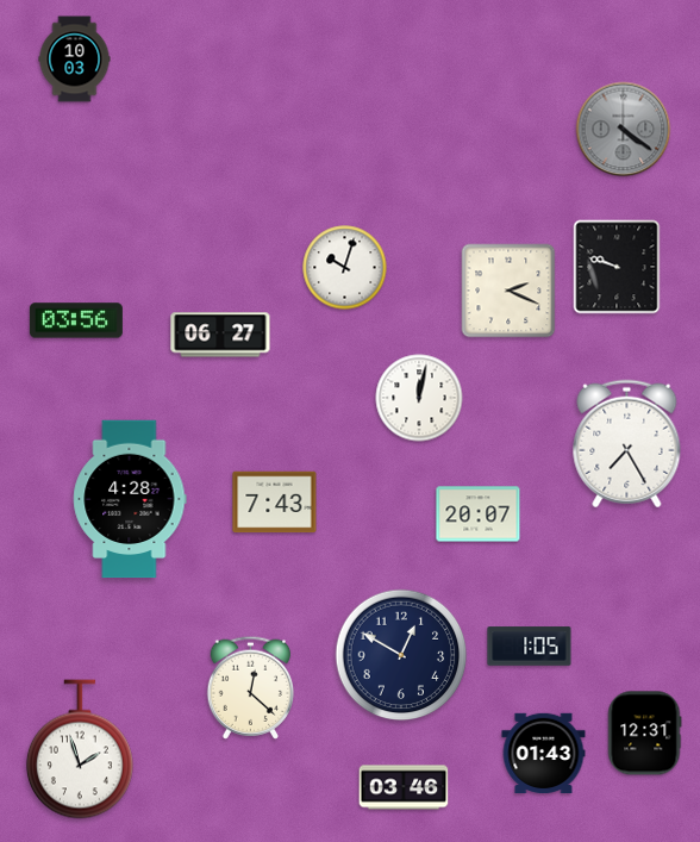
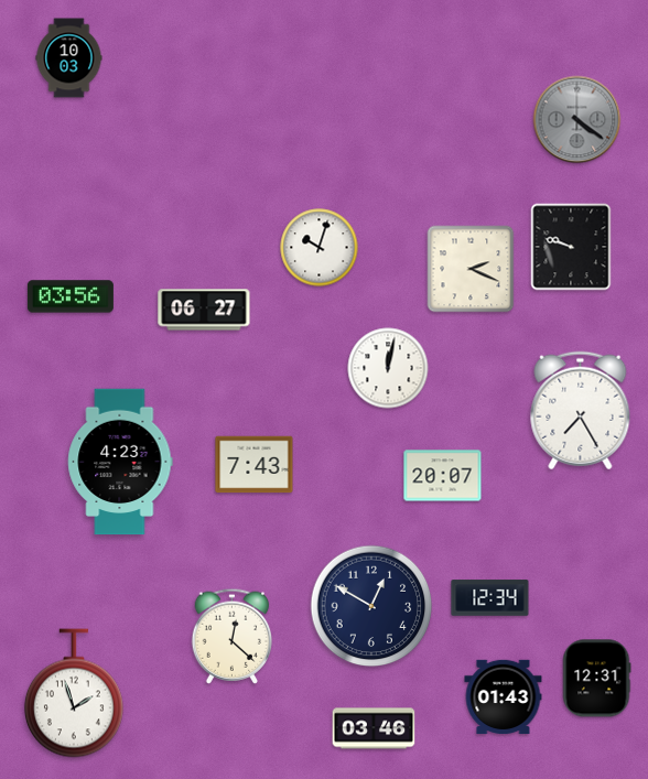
clock at (75, 60) position: (75, 60) -> (69, 58)
clock at (130, 499): 4:28 -> 4:23
clock at (530, 647): 1:05 -> 12:34
